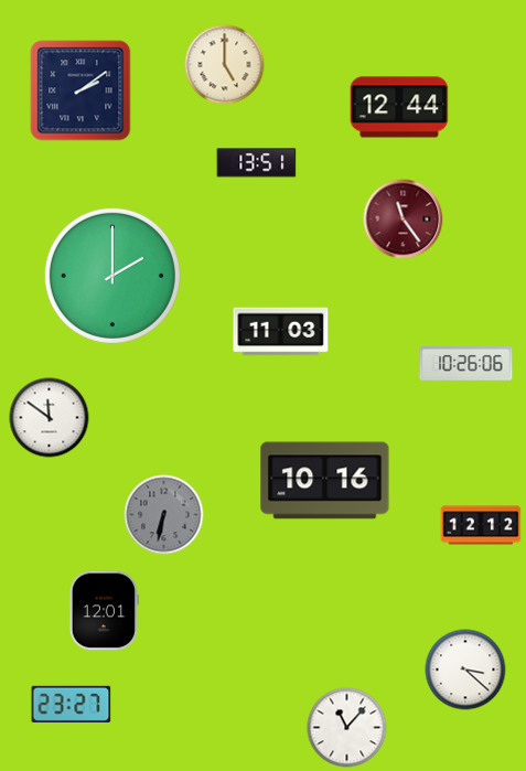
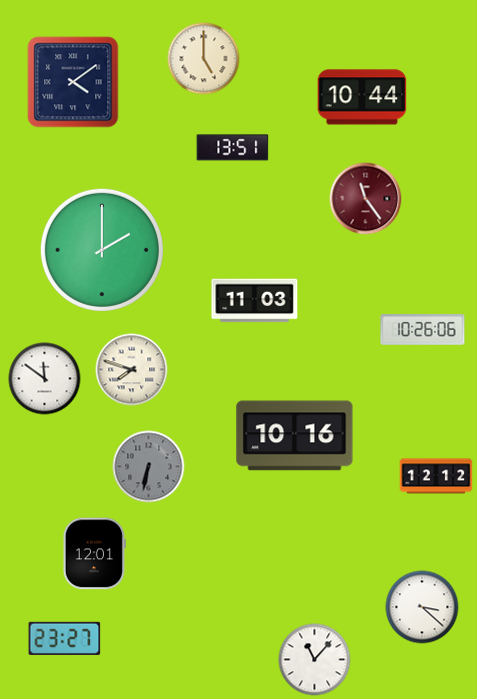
clock at (80, 90): 2:09 -> 4:09
clock at (399, 107): 12:44 -> 10:44
clock at (132, 370): none -> 7:48
